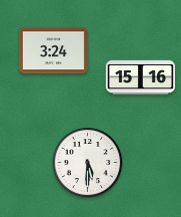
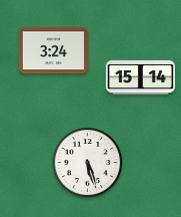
clock at (140, 78): 15:16 -> 15:14
clock at (88, 163): 5:30 -> 5:27
